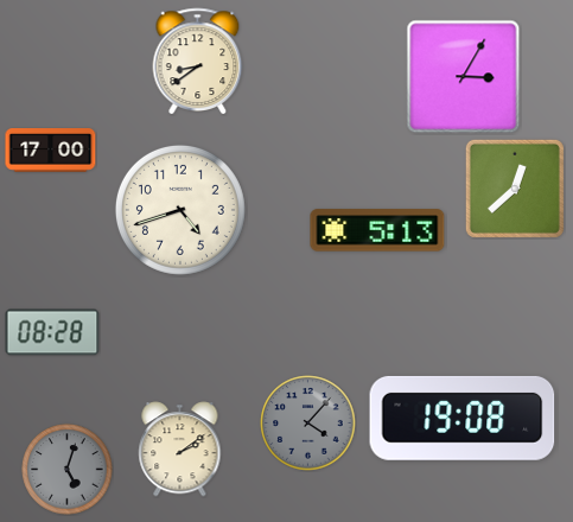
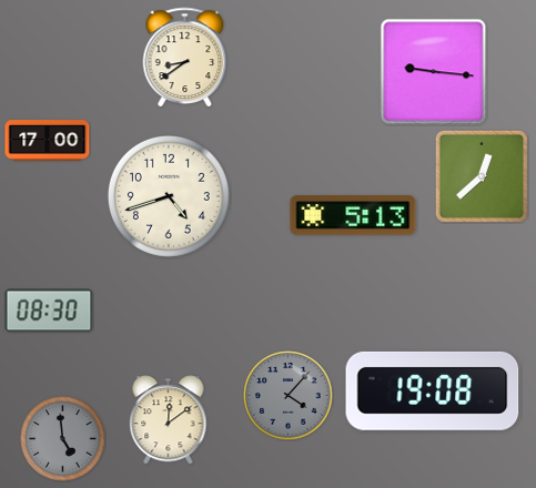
clock at (464, 77): 3:05 -> 9:16
clock at (52, 332): 08:28 -> 08:30
clock at (180, 450): 2:09 -> 12:09
clock at (68, 470): 5:03 -> 4:59
